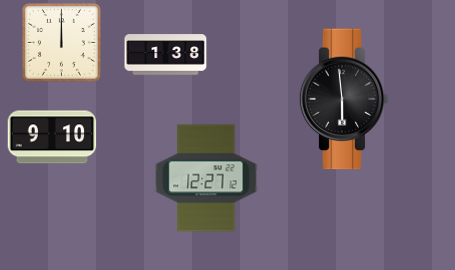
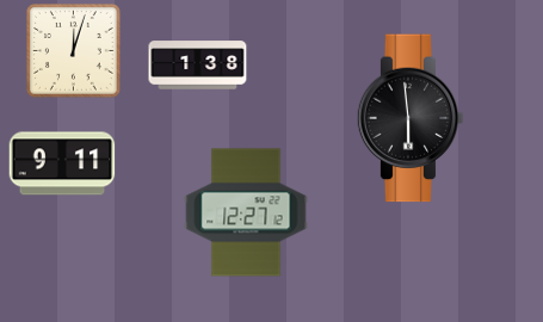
clock at (62, 43): 12:00 -> 12:03
clock at (52, 137): 9:10 -> 9:11
